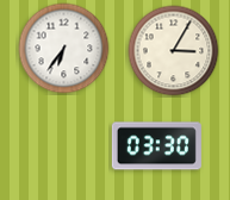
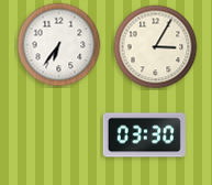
clock at (174, 51) position: (174, 51) -> (156, 47)
